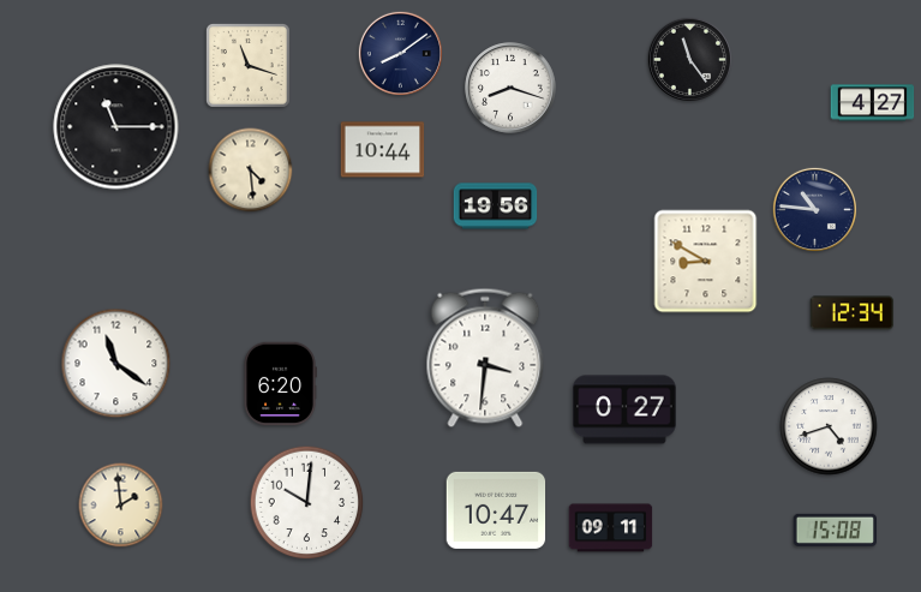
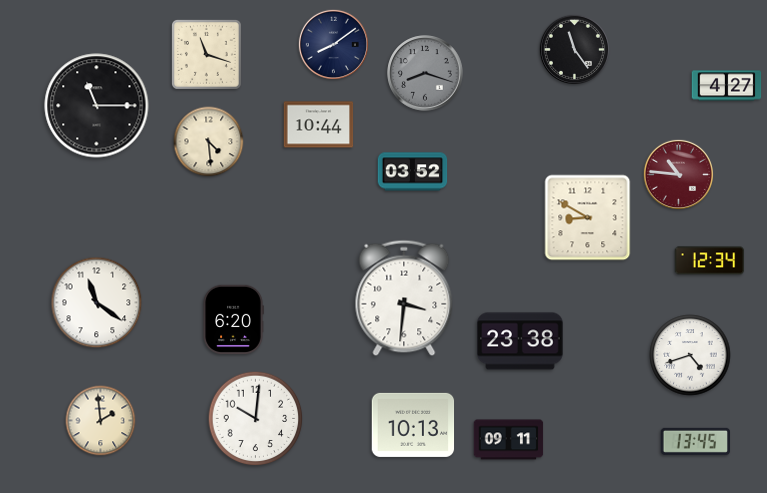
clock at (510, 88) dial: white -> grey
clock at (496, 207): 19:56 -> 03:52
clock at (814, 209) dial: navy -> burgundy
clock at (624, 409): 0:27 -> 23:38
clock at (496, 510): 10:47 -> 10:13
clock at (836, 530): 15:08 -> 13:45
